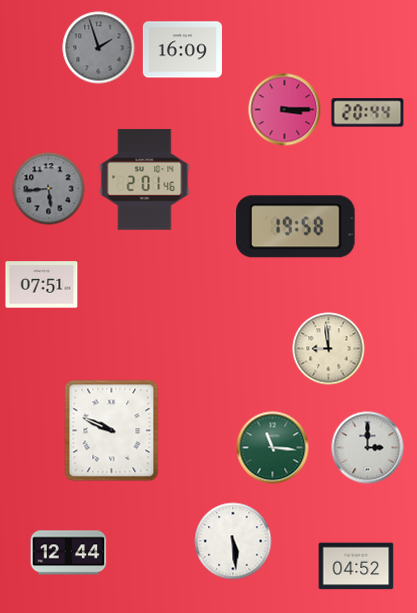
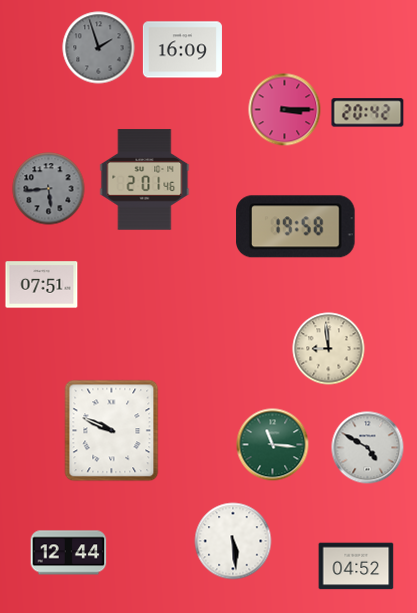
clock at (368, 113): 20:44 -> 20:42
clock at (273, 448) position: (273, 448) -> (273, 445)
clock at (368, 448): 3:00 -> 4:50
